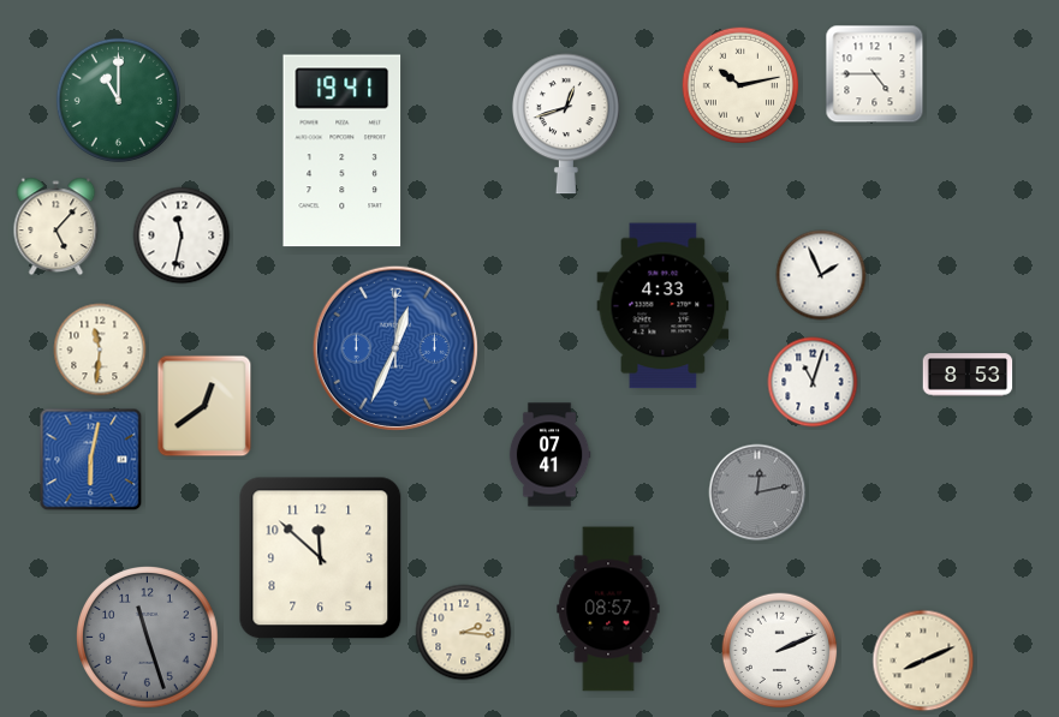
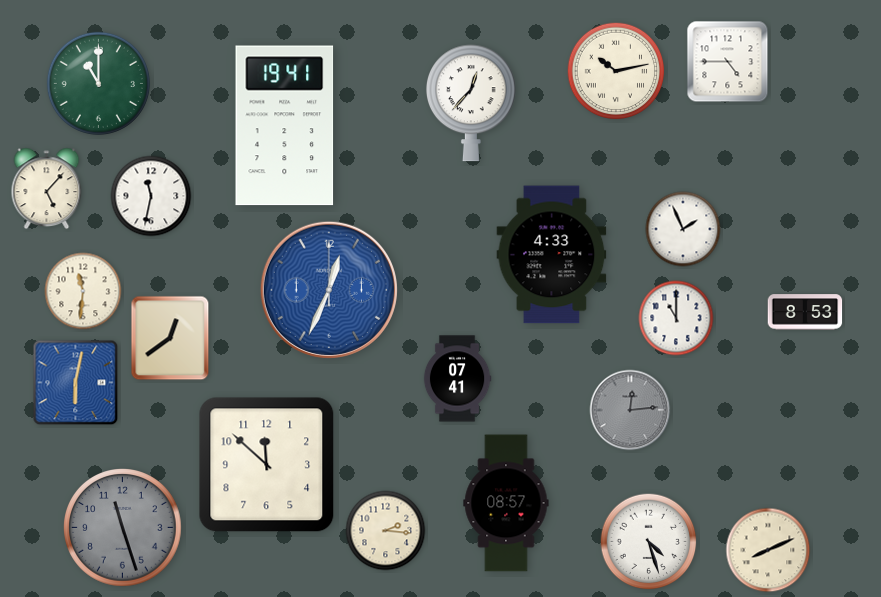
clock at (566, 124): 12:42 -> 12:37
clock at (813, 382): 11:03 -> 11:00
clock at (757, 492): 12:13 -> 12:14
clock at (608, 609) position: (608, 609) -> (506, 503)
clock at (464, 633) position: (464, 633) -> (386, 531)
clock at (148, 638) position: (148, 638) -> (123, 528)
clock at (780, 651): 2:11 -> 4:27
